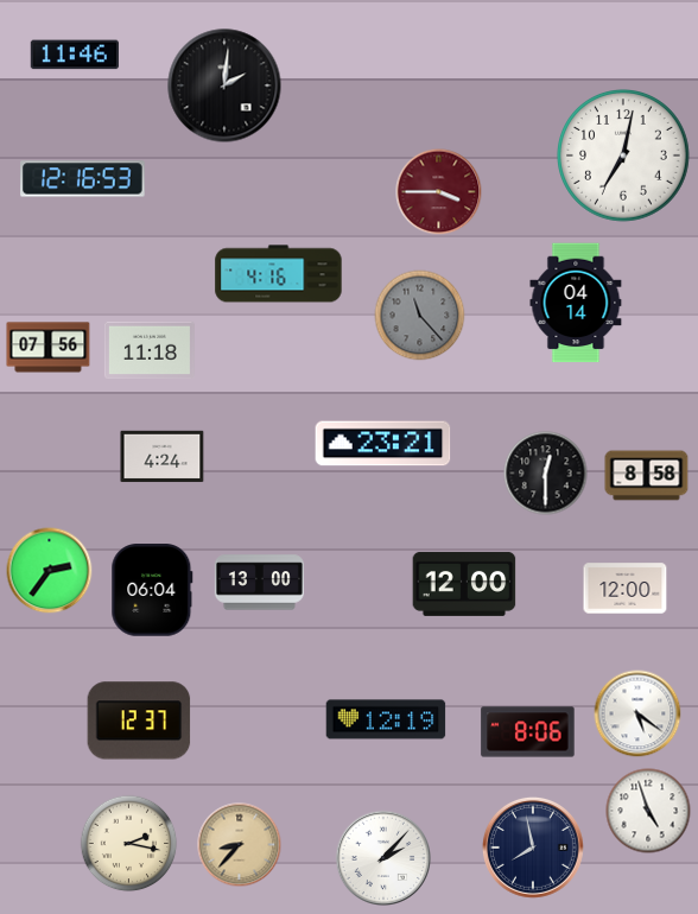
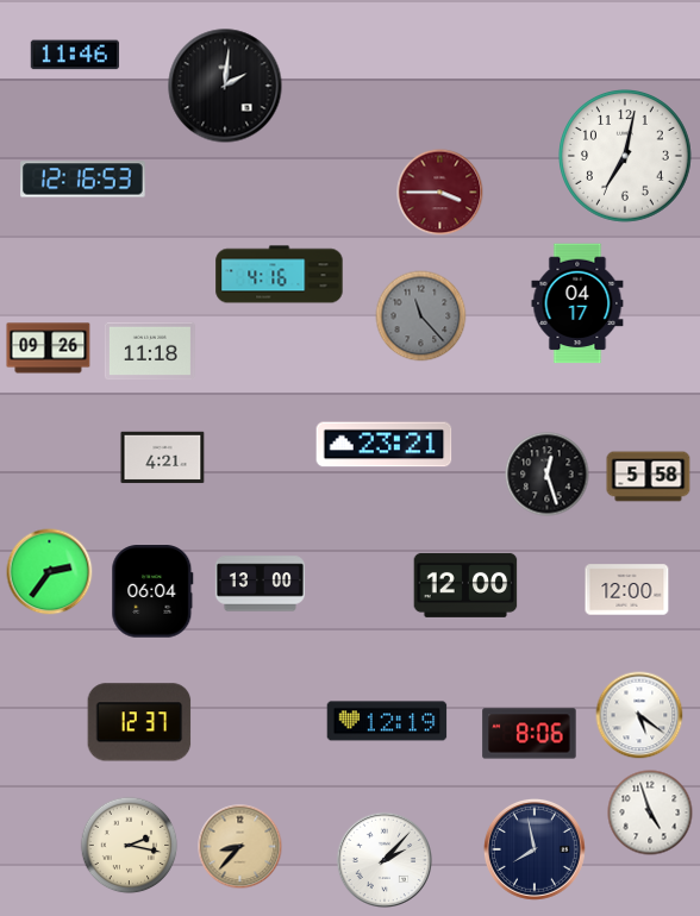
clock at (576, 303): 04:14 -> 04:17
clock at (49, 348): 07:56 -> 09:26
clock at (163, 457): 4:24 -> 4:21
clock at (546, 474): 12:30 -> 12:27
clock at (647, 476): 8:58 -> 5:58
